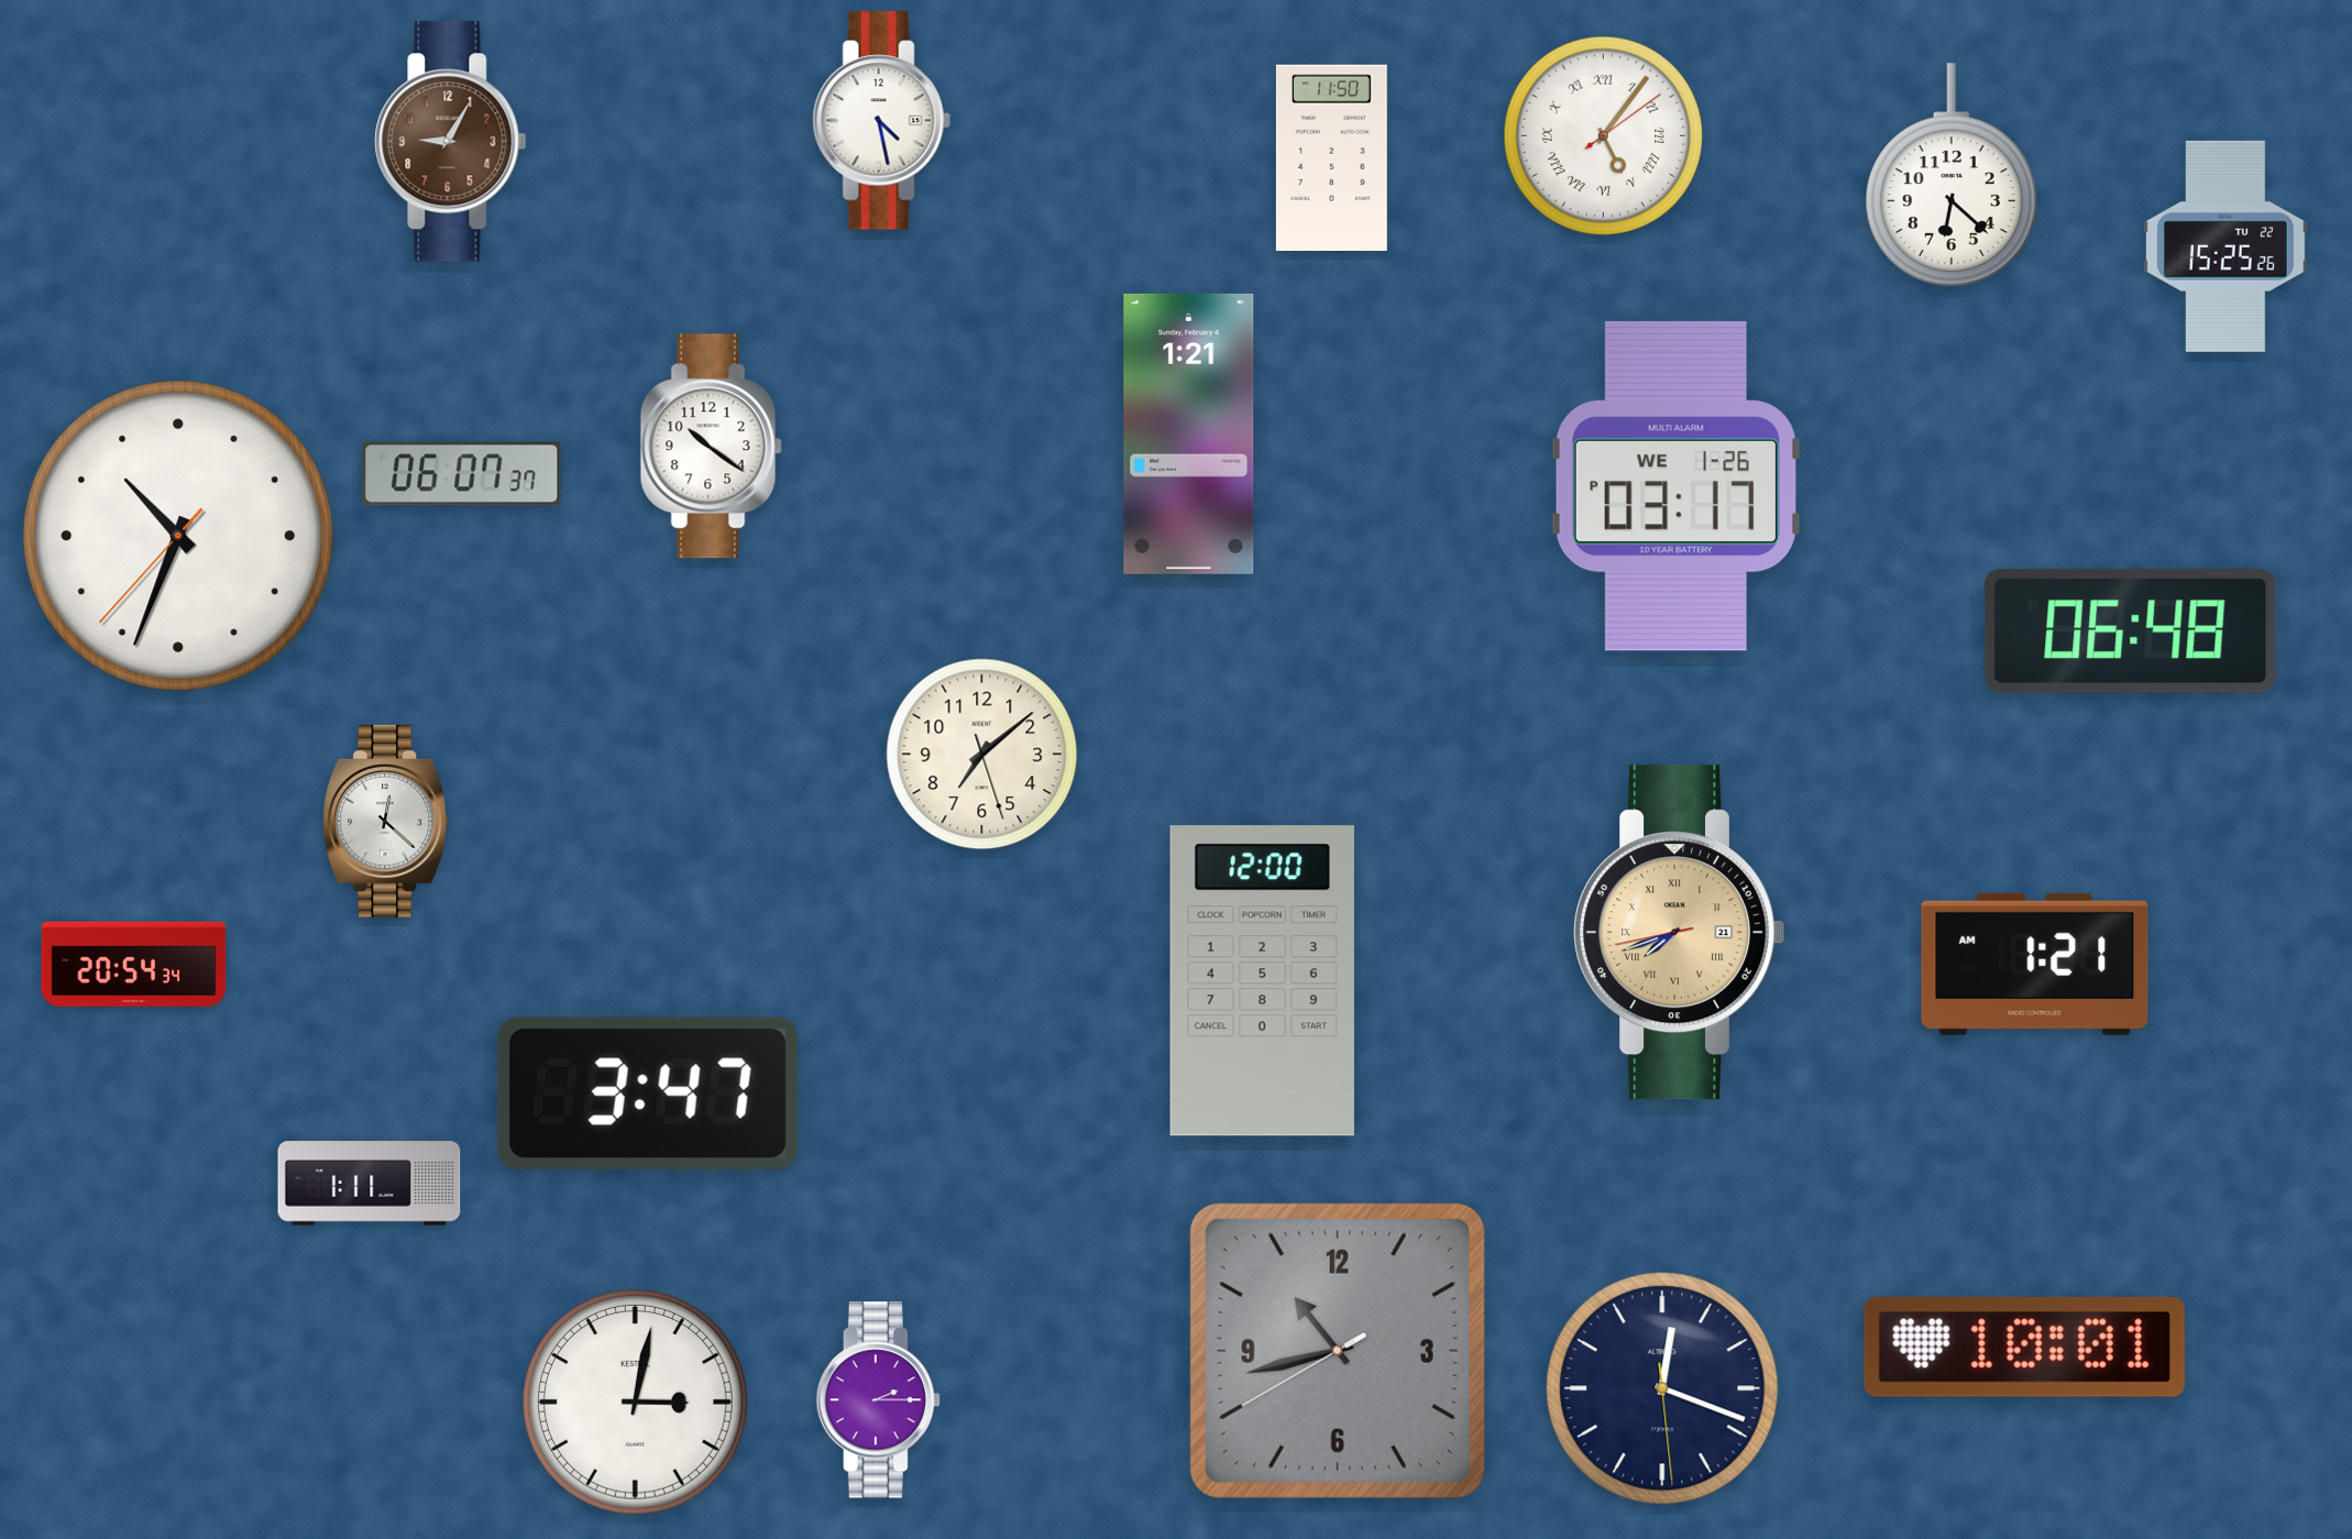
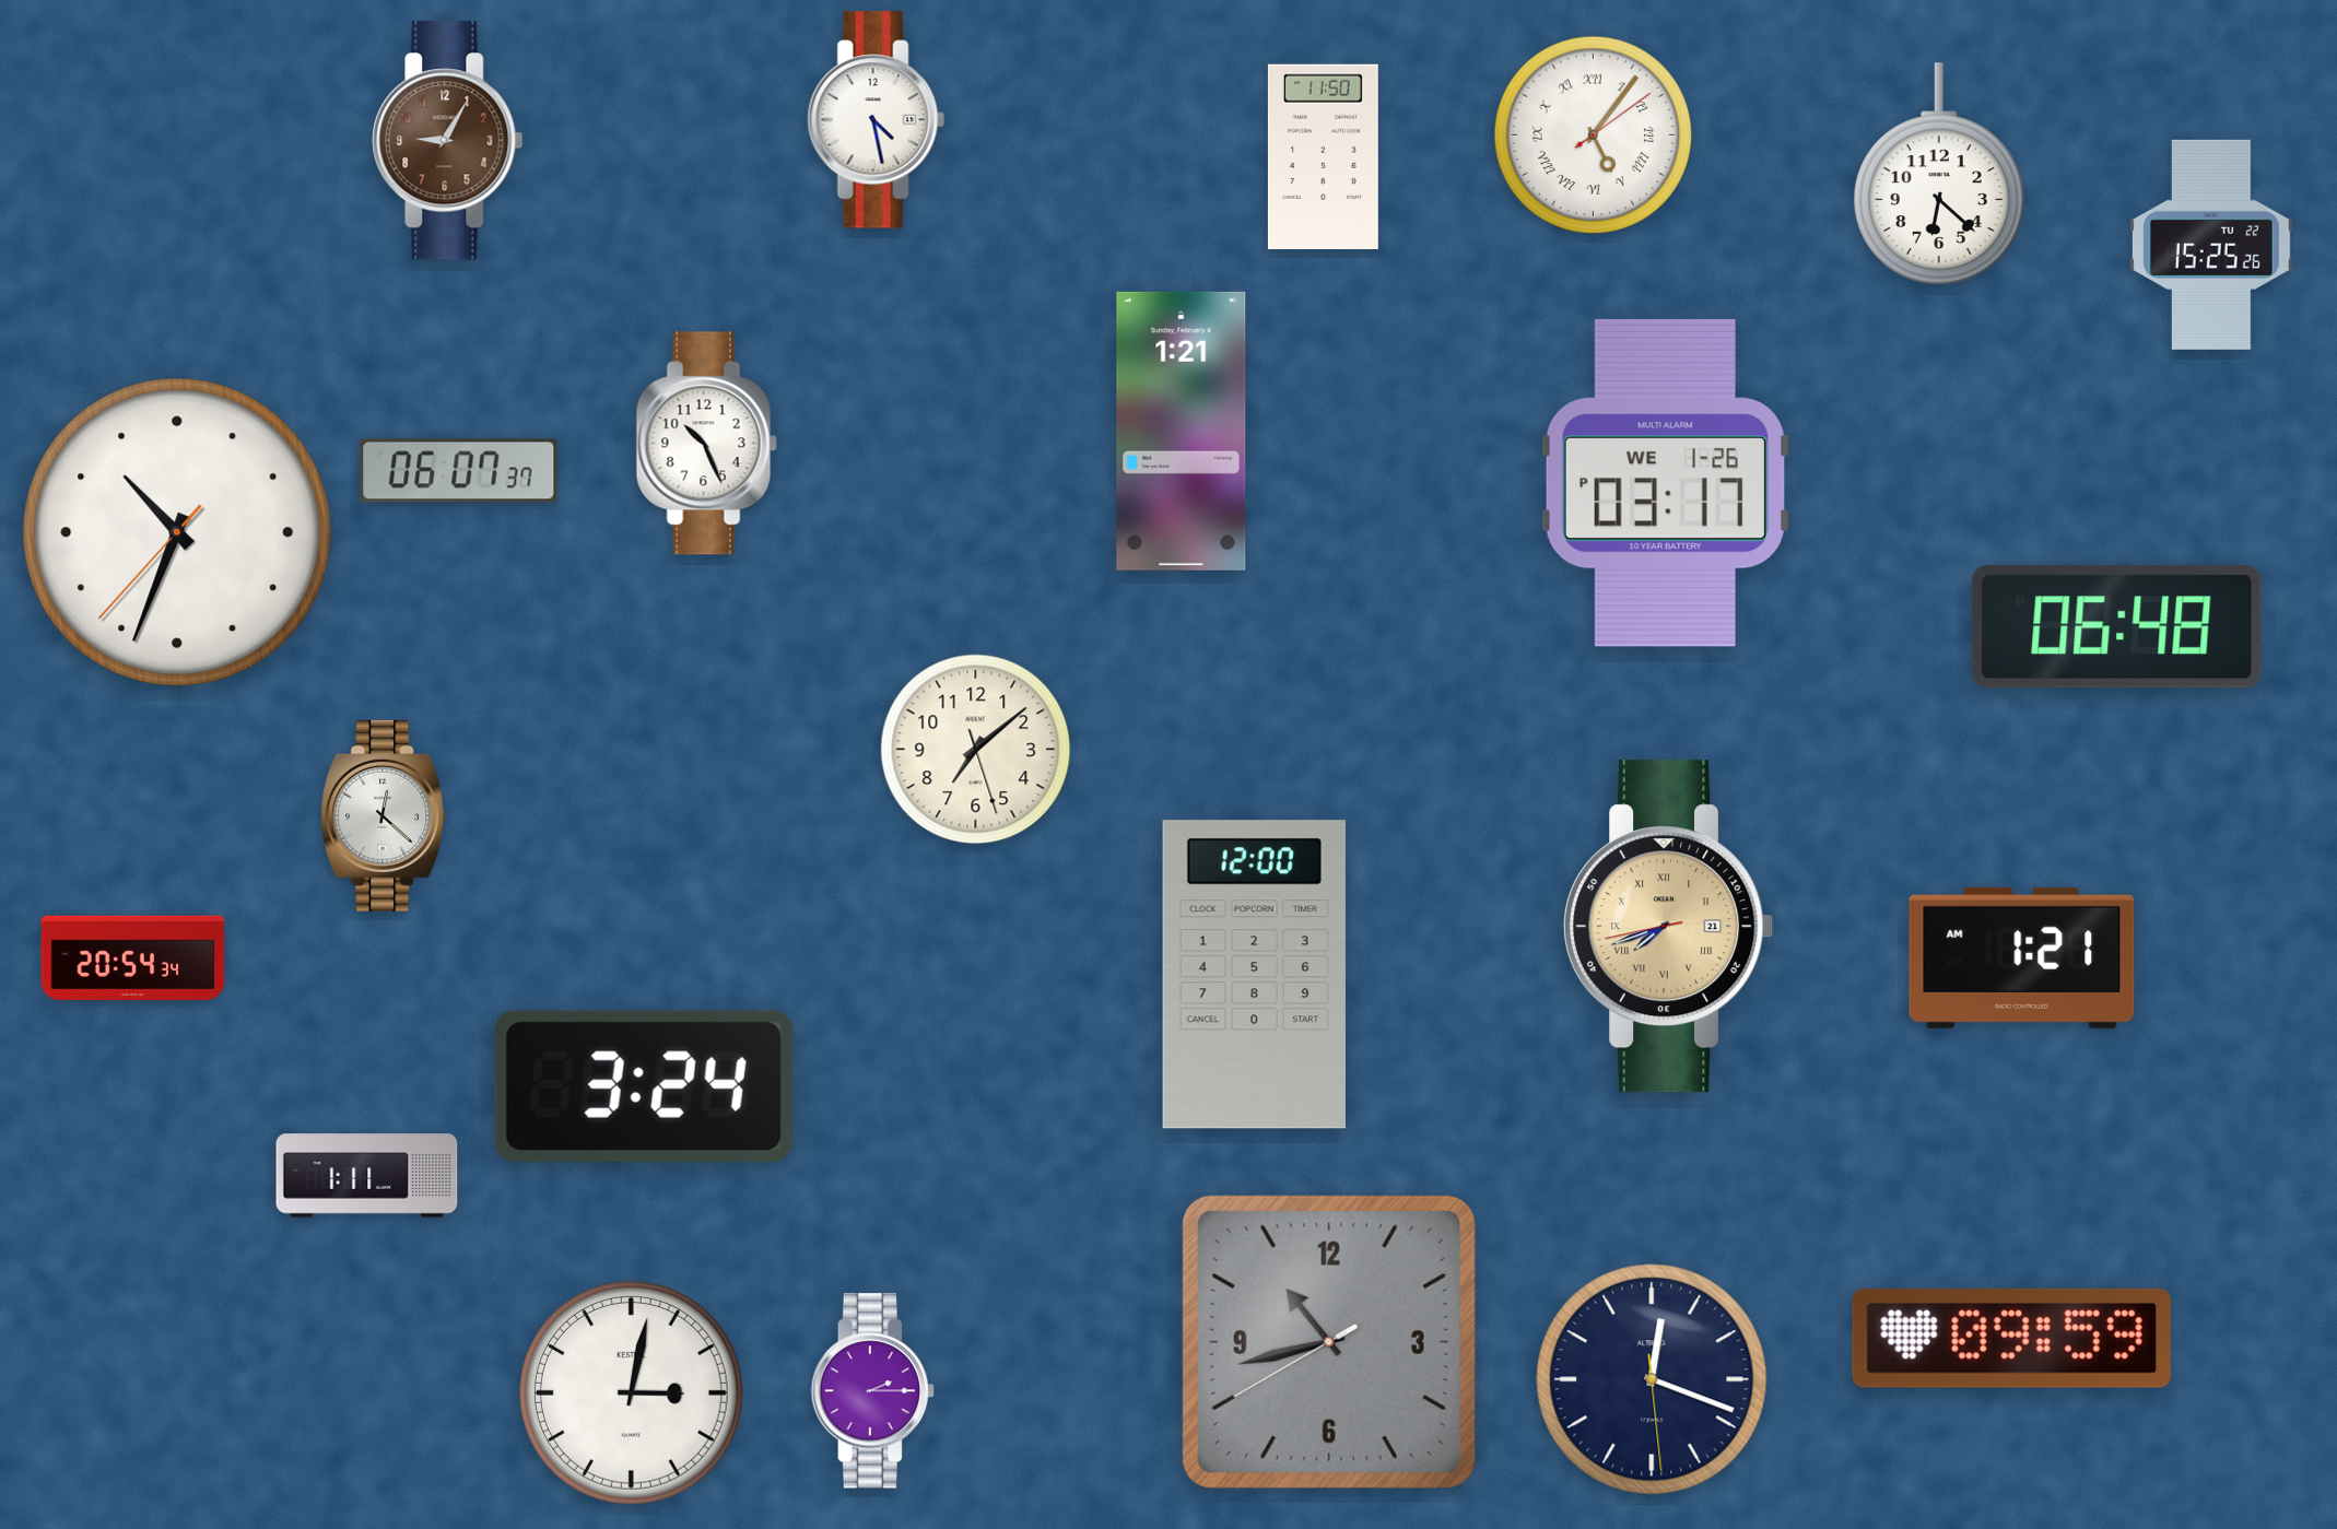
clock at (711, 447): 10:21 -> 10:26
clock at (648, 1093): 3:47 -> 3:24
clock at (2024, 1346): 10:01 -> 09:59
